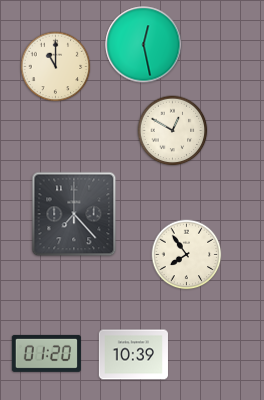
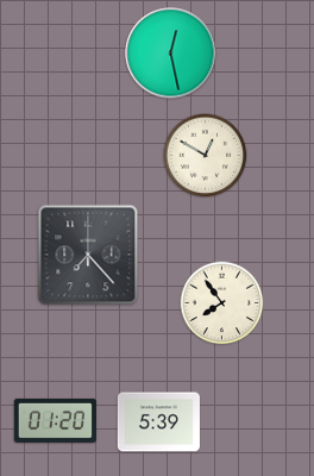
clock at (56, 67): 11:00 -> none
clock at (133, 355): 10:39 -> 5:39
